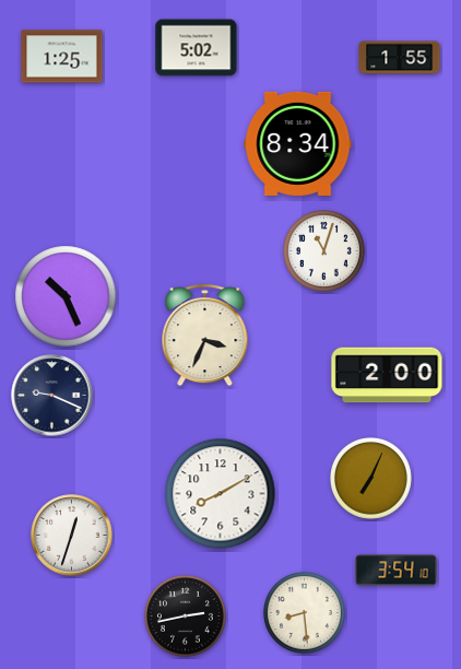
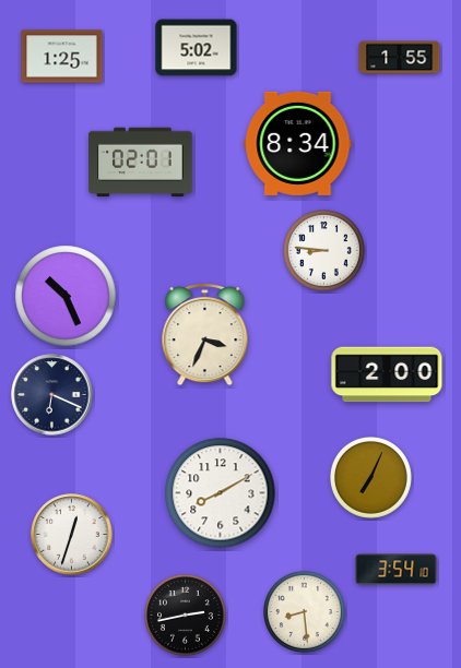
clock at (141, 163): none -> 02:01
clock at (324, 251): 11:03 -> 8:46
clock at (52, 396): 9:19 -> 6:19
